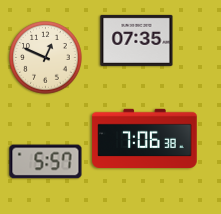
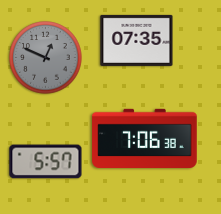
clock at (46, 58) dial: cream -> grey
